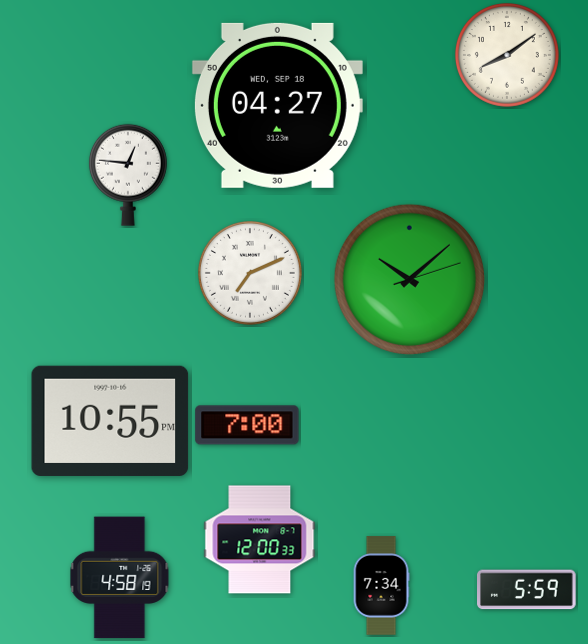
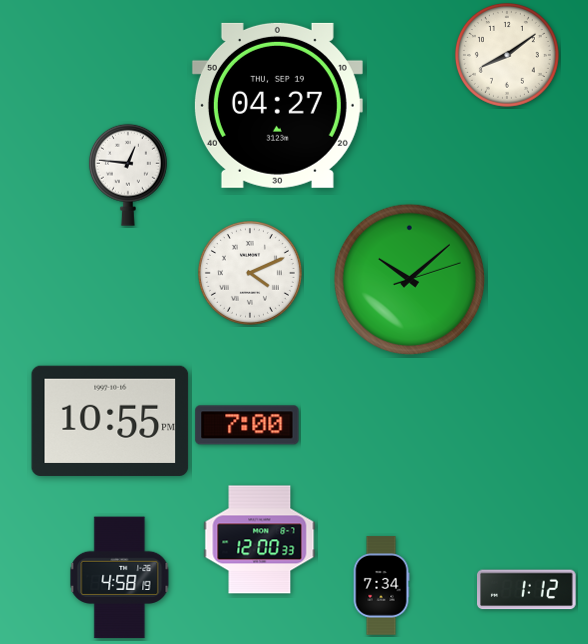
clock at (277, 105) date: WED, SEP 18 -> THU, SEP 19
clock at (250, 273): 7:11 -> 4:11
clock at (527, 590): 5:59 -> 1:12
